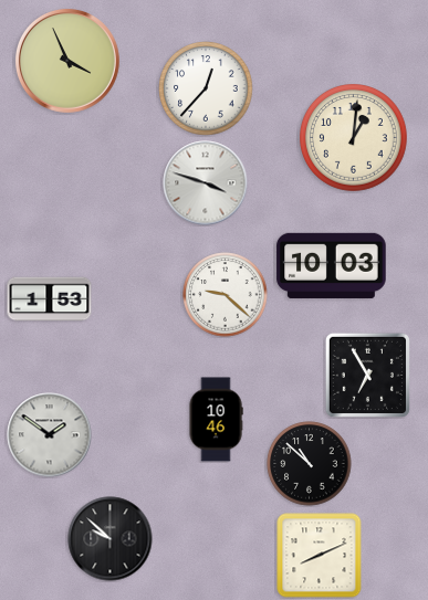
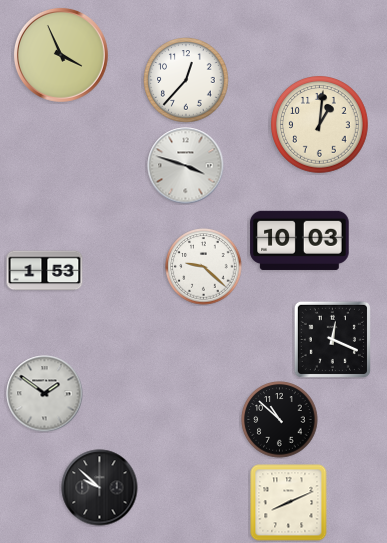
clock at (367, 375): 6:55 -> 12:19
clock at (216, 420): 10:46 -> none
